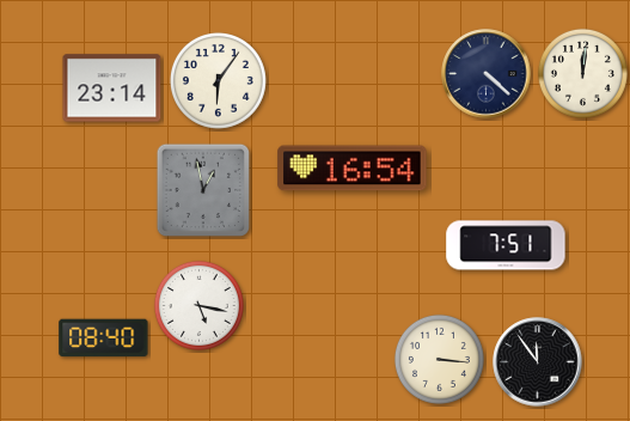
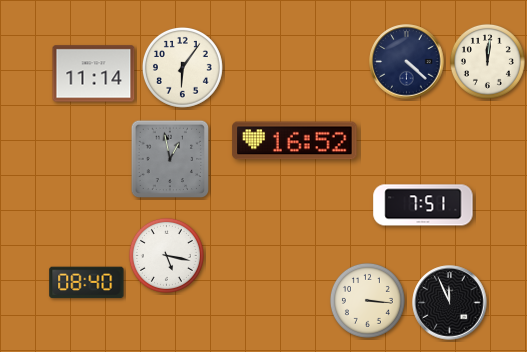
clock at (112, 89): 23:14 -> 11:14
clock at (353, 169): 16:54 -> 16:52
clock at (538, 362): 11:54 -> 11:56
